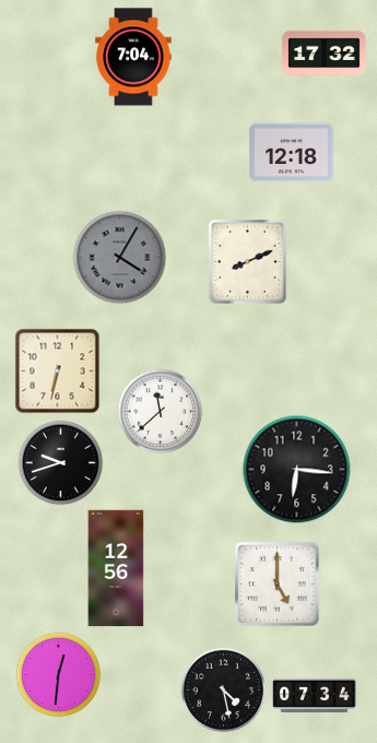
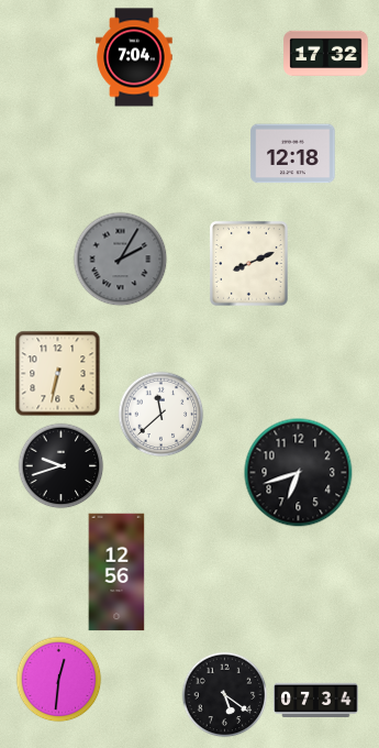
clock at (119, 257): 4:05 -> 2:05
clock at (297, 470): 6:16 -> 6:42
clock at (278, 585): 5:00 -> none
clock at (223, 689): 4:28 -> 5:21
